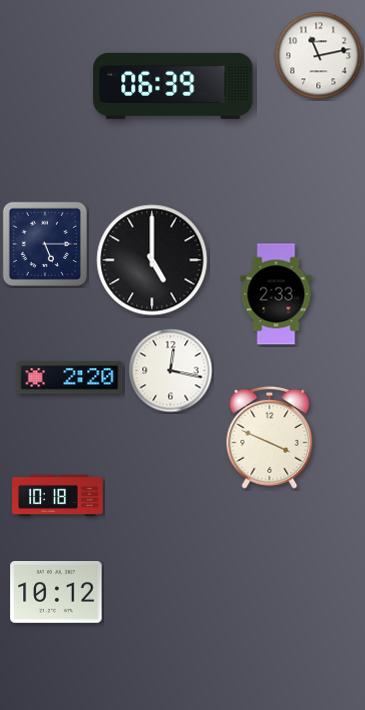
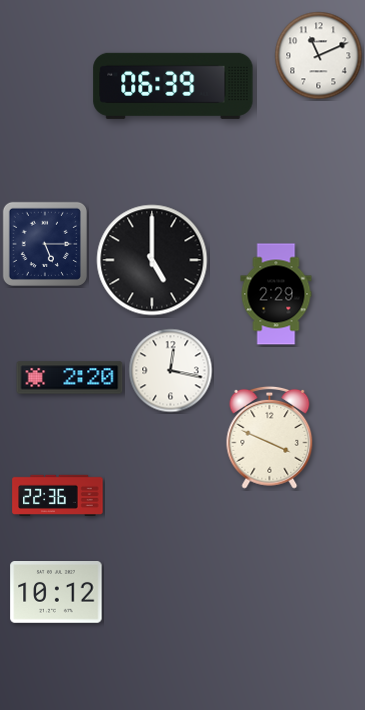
clock at (319, 56): 11:13 -> 11:11
clock at (276, 294): 2:33 -> 2:29
clock at (58, 495): 10:18 -> 22:36
